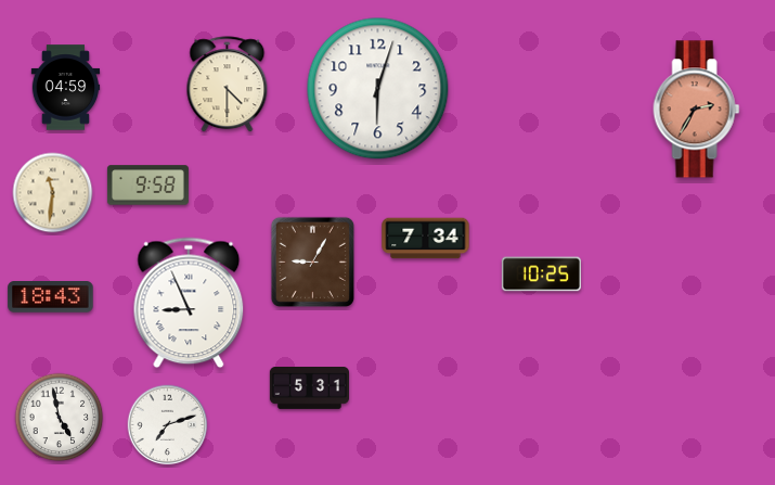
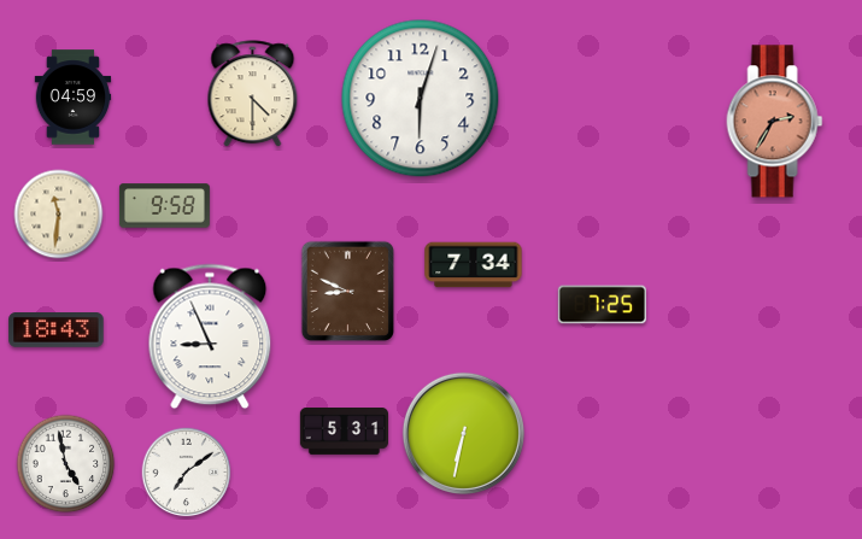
clock at (312, 261): 9:05 -> 8:49
clock at (541, 275): 10:25 -> 7:25
clock at (463, 433): none -> 6:32
clock at (168, 425): 7:12 -> 7:09
